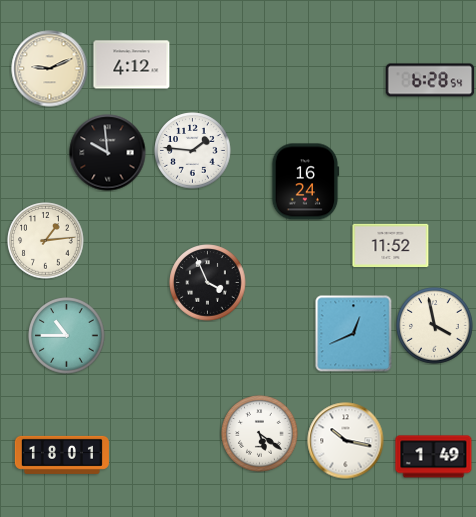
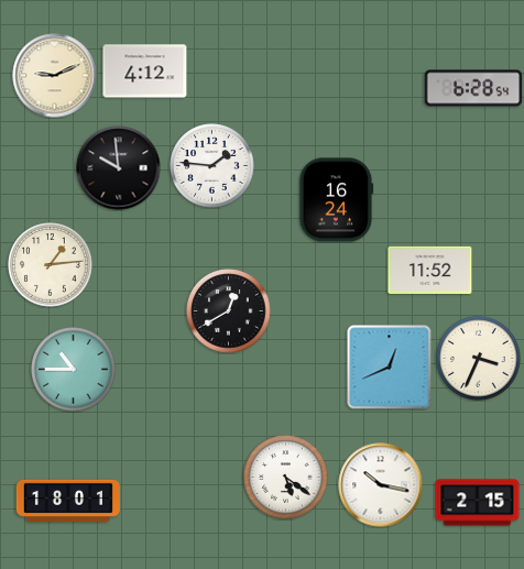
clock at (208, 283): 3:56 -> 12:40
clock at (435, 326): 3:58 -> 3:34
clock at (434, 457): 1:49 -> 2:15
